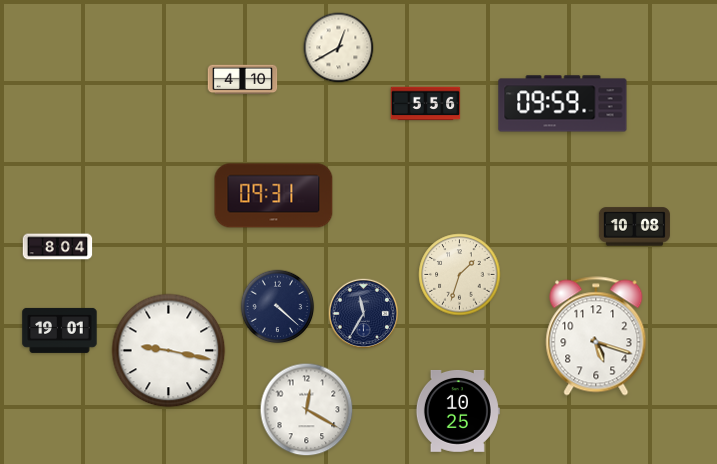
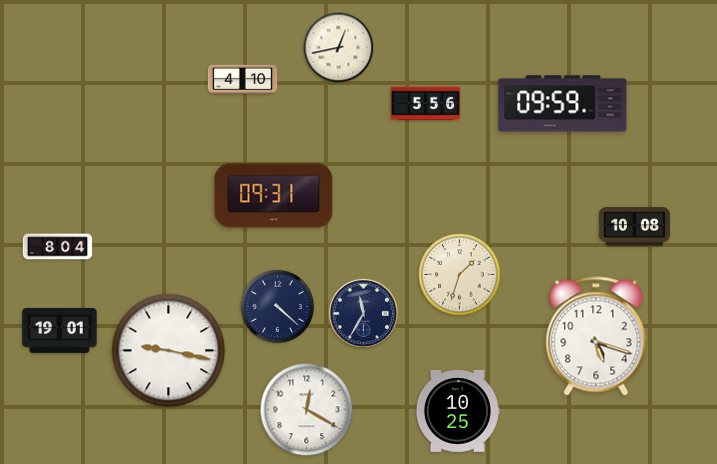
clock at (339, 48): 12:40 -> 12:43
